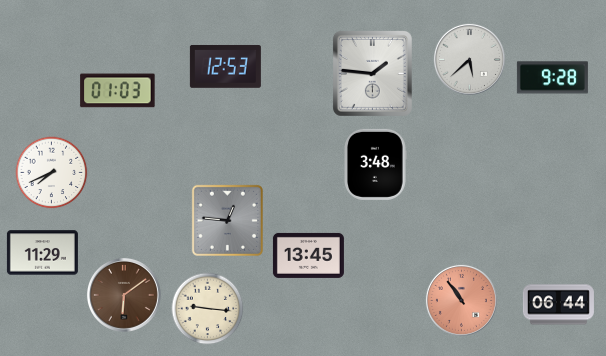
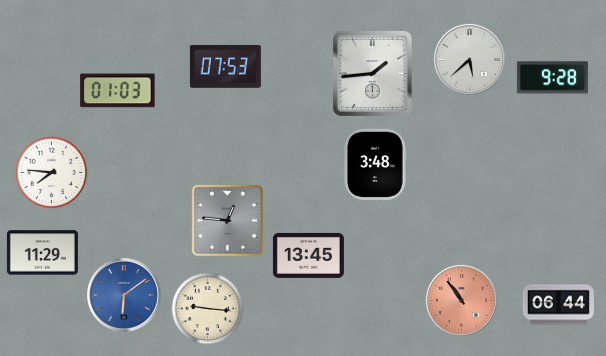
clock at (225, 66): 12:53 -> 07:53
clock at (372, 73): 1:46 -> 1:44
clock at (52, 173): 7:41 -> 7:46
clock at (124, 295) dial: brown -> blue
